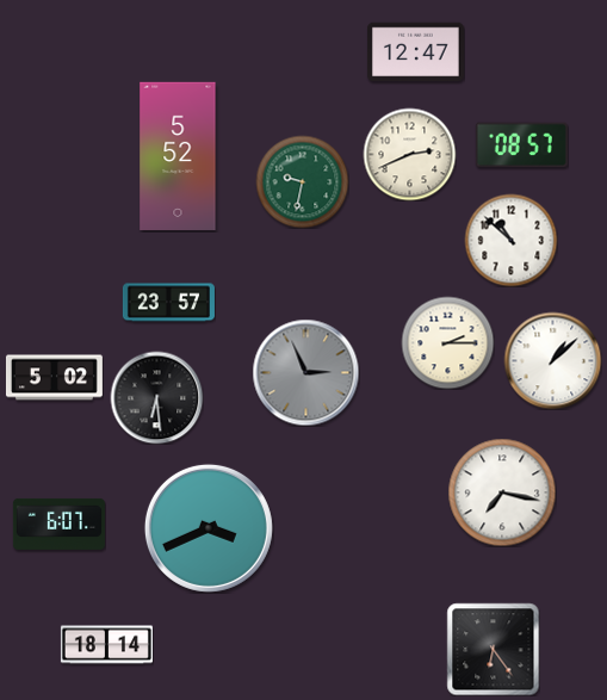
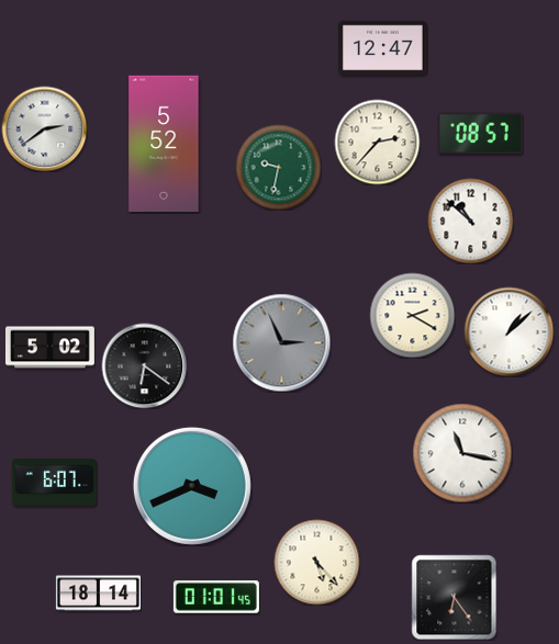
clock at (44, 128): none -> 2:39
clock at (409, 154): 2:41 -> 2:37
clock at (168, 303): 23:57 -> none
clock at (447, 342): 2:15 -> 2:20
clock at (156, 397): 6:29 -> 6:21
clock at (502, 493): 7:17 -> 11:17
clock at (316, 562): none -> 5:23
clock at (216, 597): none -> 01:01
